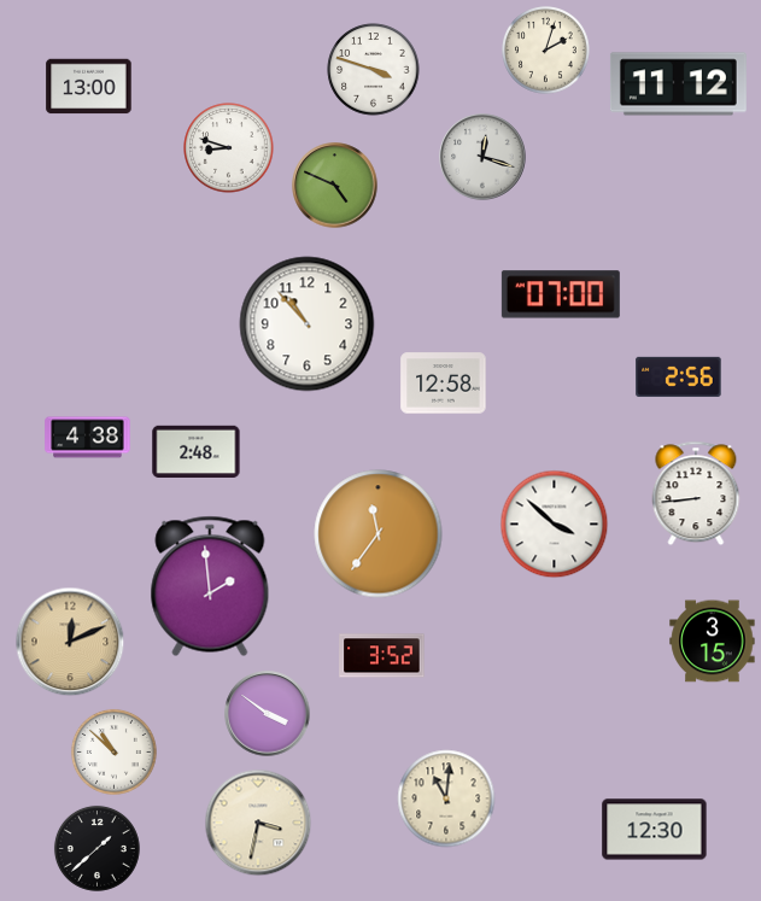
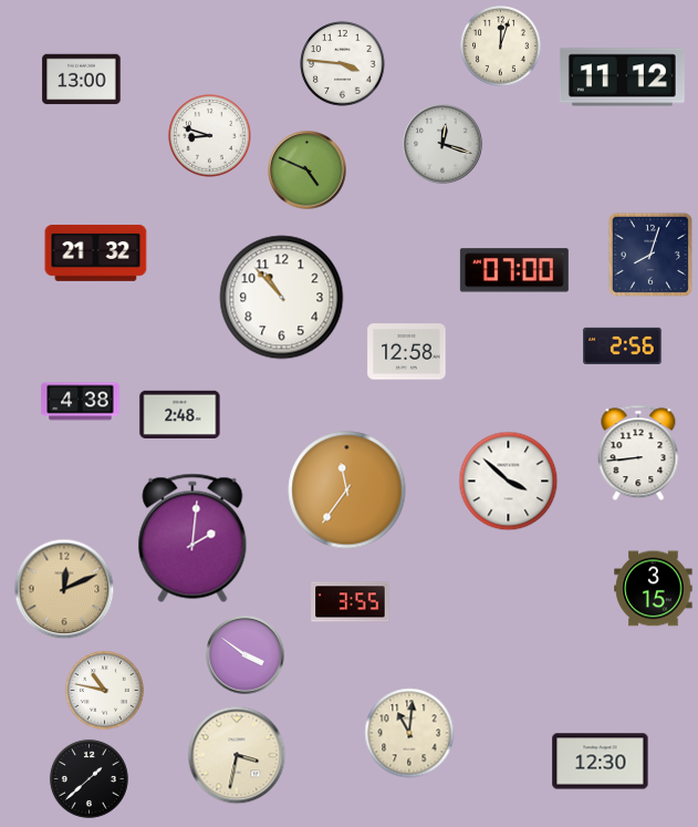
clock at (546, 51): 2:03 -> 12:03
clock at (374, 70): 3:48 -> 3:46
clock at (96, 252): none -> 21:32
clock at (650, 255): none -> 8:03
clock at (210, 586): 1:59 -> 2:01
clock at (382, 656): 3:52 -> 3:55
clock at (113, 751): 10:52 -> 10:47
